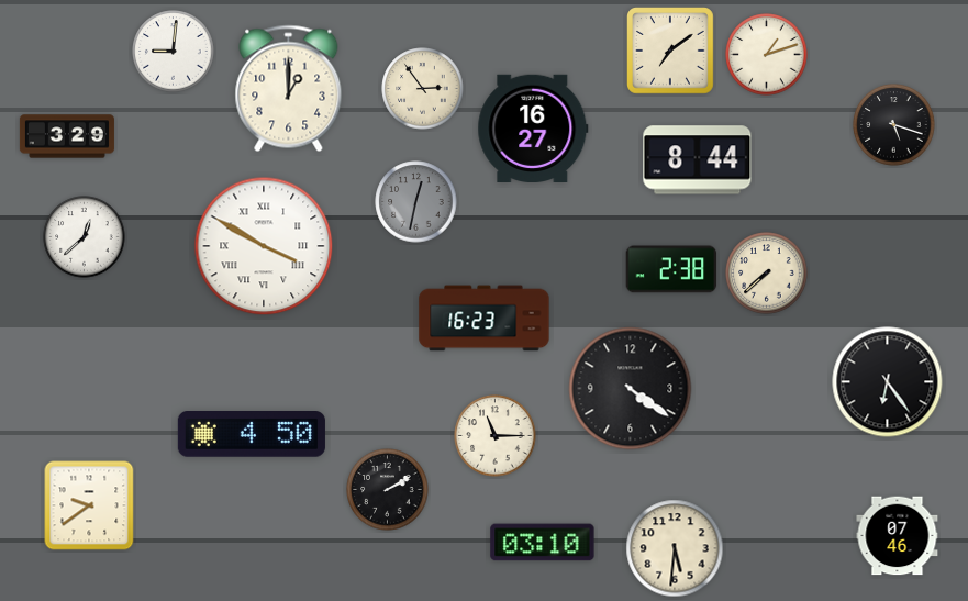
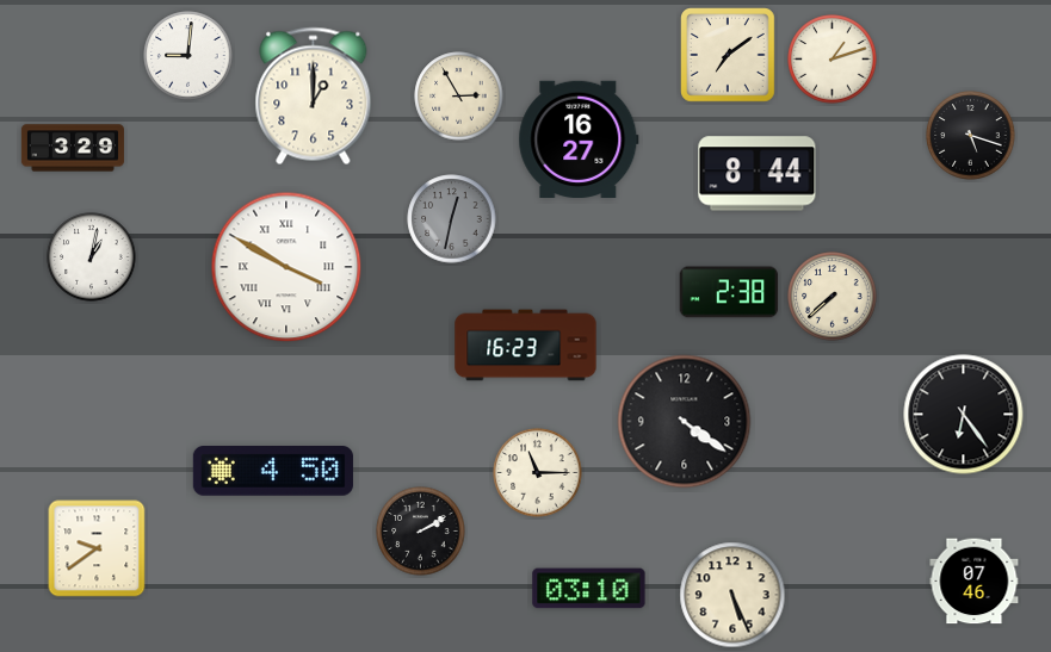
clock at (423, 89): 2:54 -> 2:55
clock at (85, 237): 12:38 -> 1:02
clock at (675, 548): 5:31 -> 5:26
